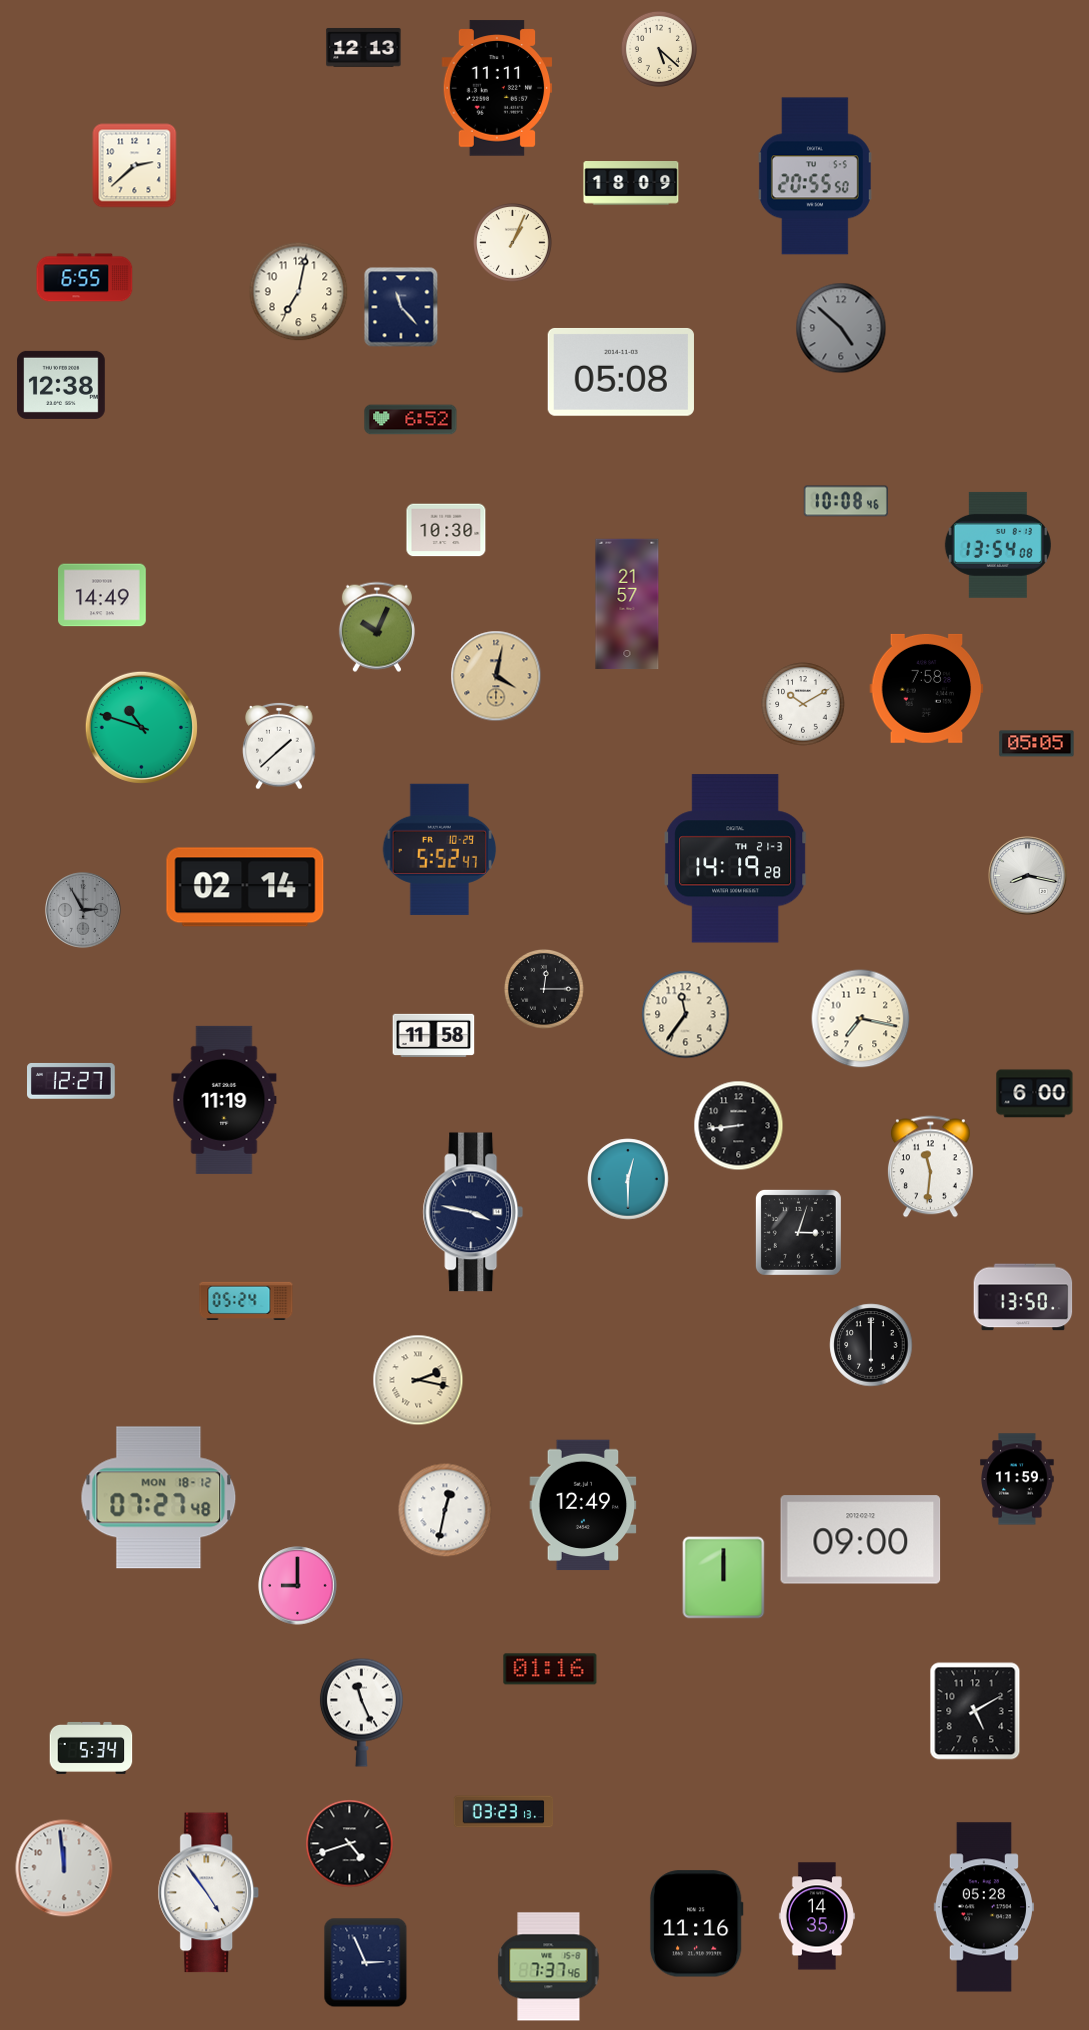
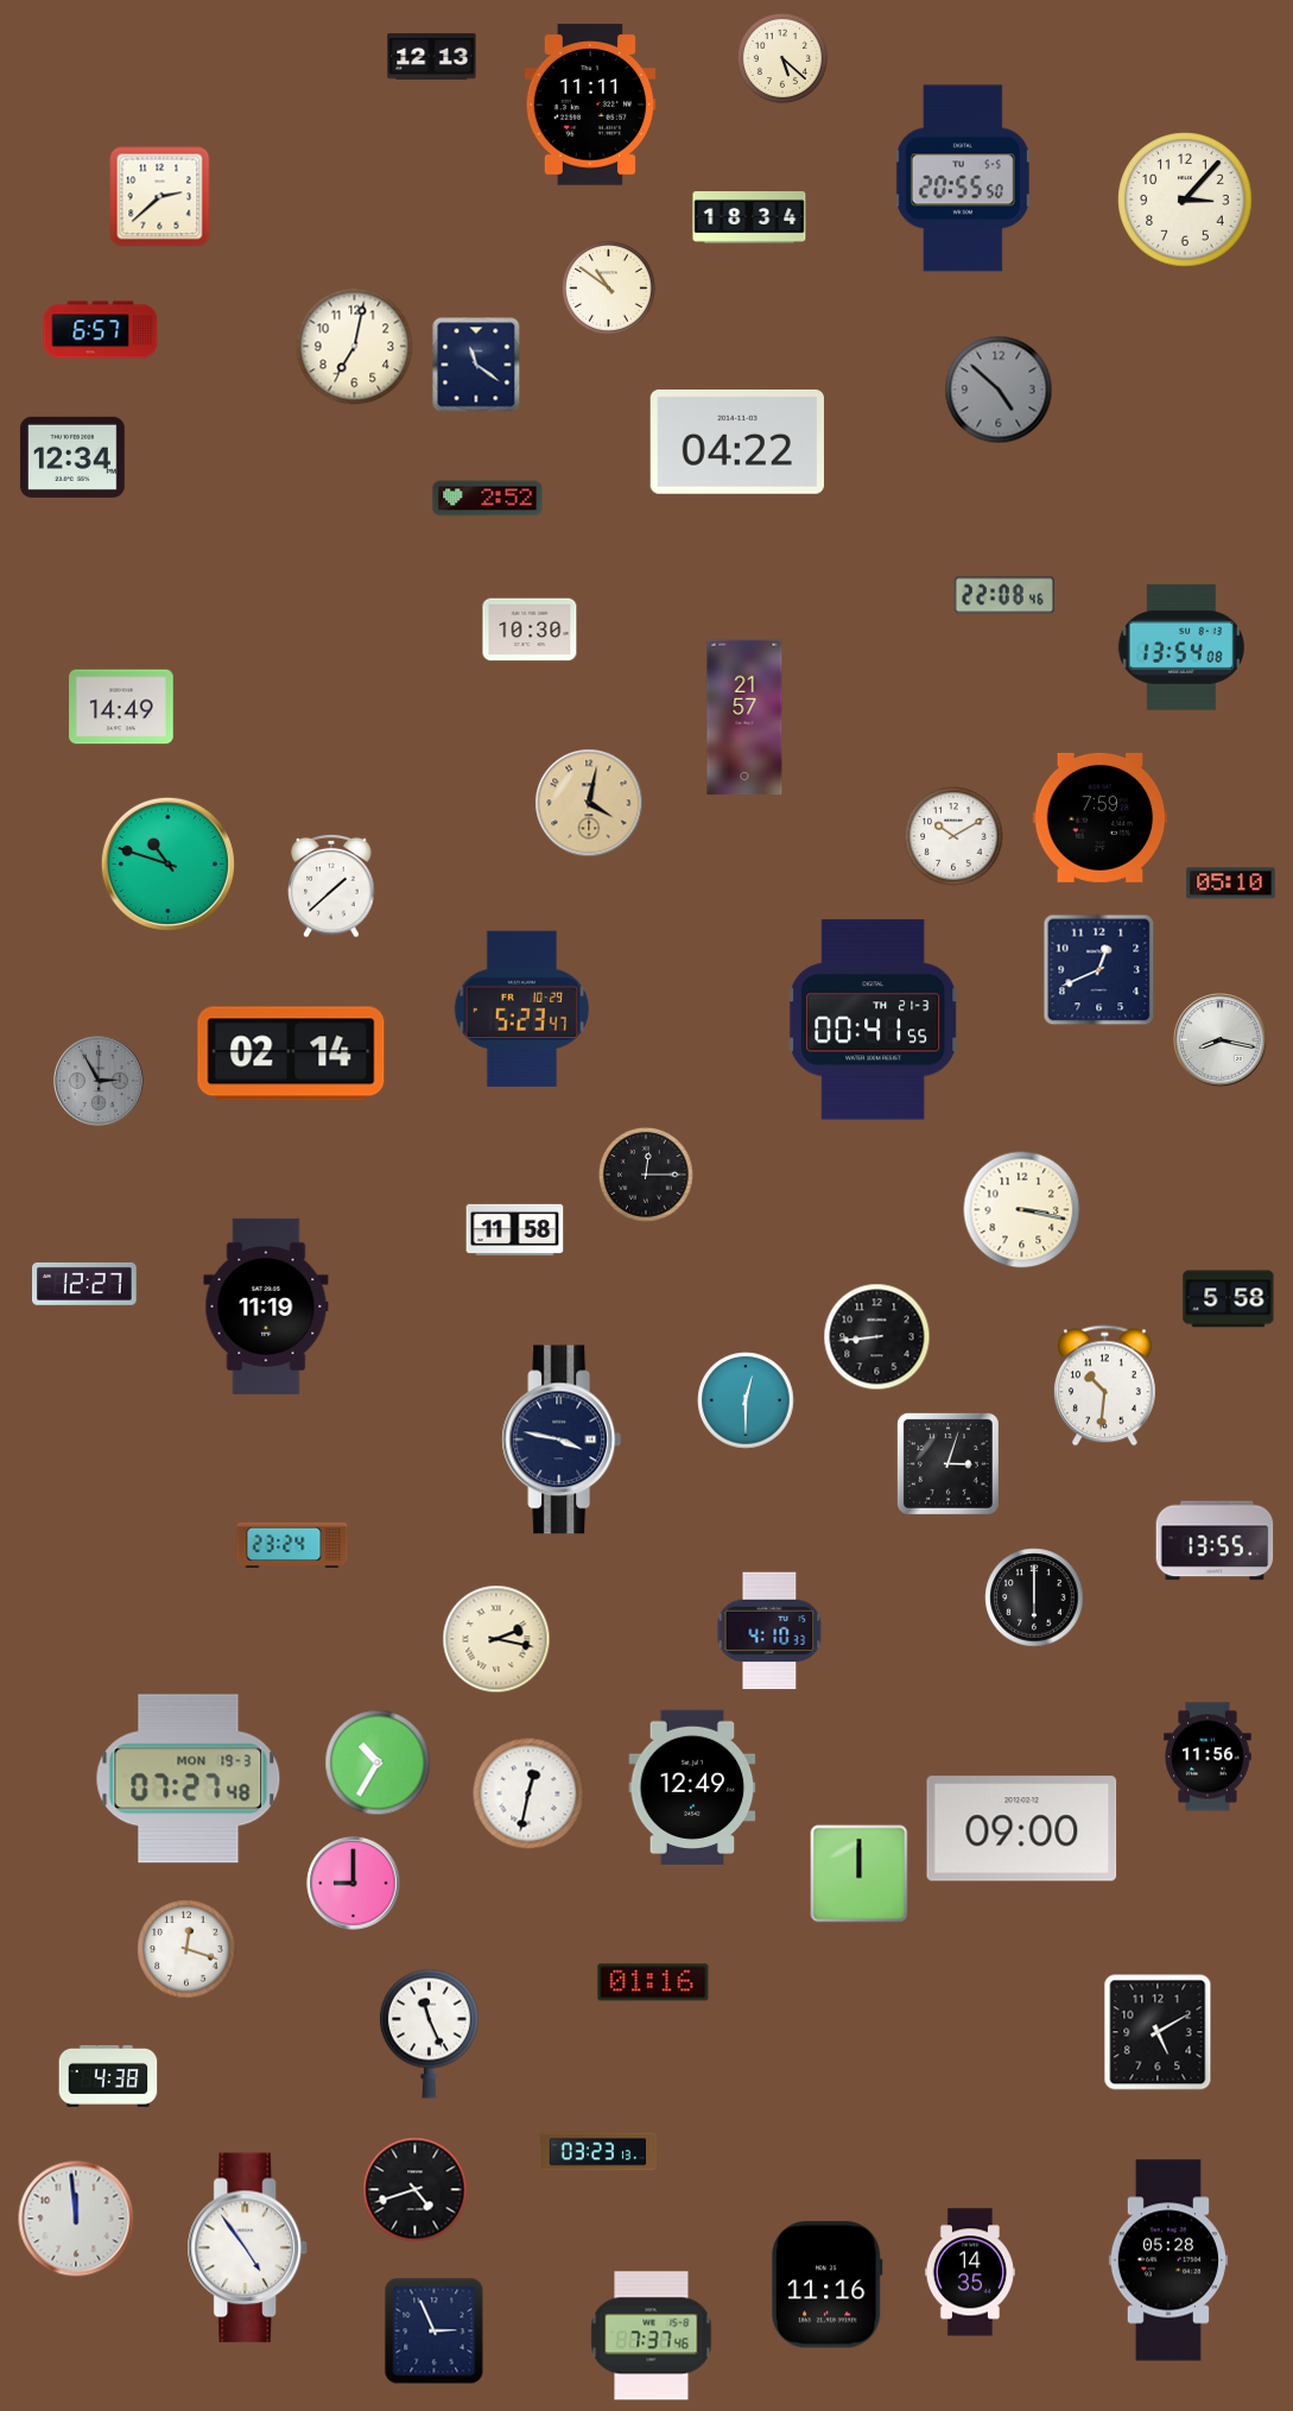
clock at (1185, 200): none -> 3:07
clock at (815, 176) position: (815, 176) -> (963, 178)
clock at (631, 184): 18:09 -> 18:34
clock at (513, 243): 1:04 -> 10:51
clock at (85, 278): 6:55 -> 6:57
clock at (401, 307): 11:23 -> 11:21
clock at (621, 372): 05:08 -> 04:22
clock at (61, 385): 12:38 -> 12:34
clock at (411, 420): 6:52 -> 2:52
clock at (845, 501): 10:08 -> 22:08
clock at (998, 545) position: (998, 545) -> (1181, 647)
clock at (377, 627): 10:04 -> none
clock at (927, 688): 7:58 -> 7:59
clock at (1037, 744): 05:05 -> 05:10
clock at (1099, 970): none -> 12:41
clock at (440, 849): 5:52 -> 5:23
clock at (736, 859): 14:19 -> 00:41
clock at (686, 1015): 11:36 -> none
clock at (861, 1019): 7:17 -> 3:17
clock at (1035, 1094): 6:00 -> 5:58
clock at (930, 1167): 11:31 -> 10:31
clock at (1023, 1297): 13:50 -> 13:55
clock at (246, 1301): 05:24 -> 23:24
clock at (769, 1631): none -> 4:10
clock at (1017, 1479): 11:59 -> 11:56
clock at (378, 1763): none -> 10:35
clock at (159, 1498) date: MON 18-12 -> MON 19-3
clock at (186, 1949): none -> 12:18
clock at (91, 1748): 5:34 -> 4:38
clock at (984, 1907) position: (984, 1907) -> (1168, 2260)
clock at (817, 1916) position: (817, 1916) -> (970, 2272)
